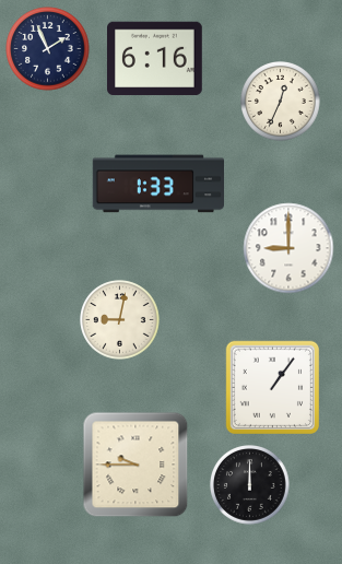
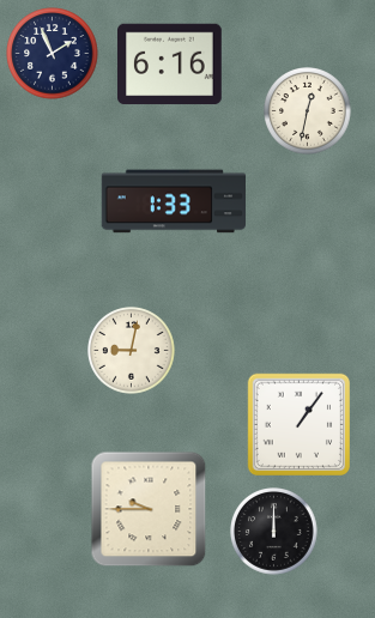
clock at (281, 102): 12:34 -> 12:32
clock at (288, 248): 9:00 -> none
